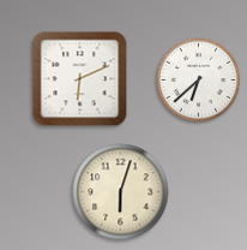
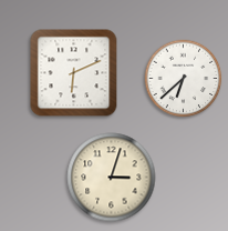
clock at (199, 81) position: (199, 81) -> (184, 79)
clock at (121, 192): 6:03 -> 3:03
